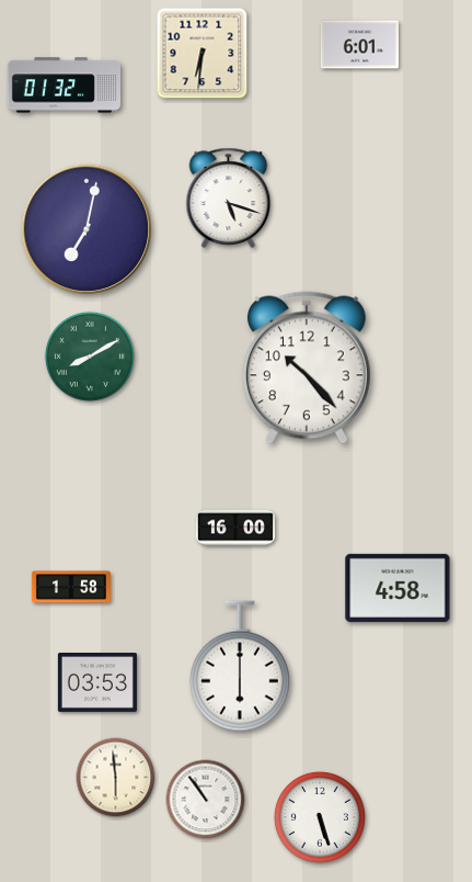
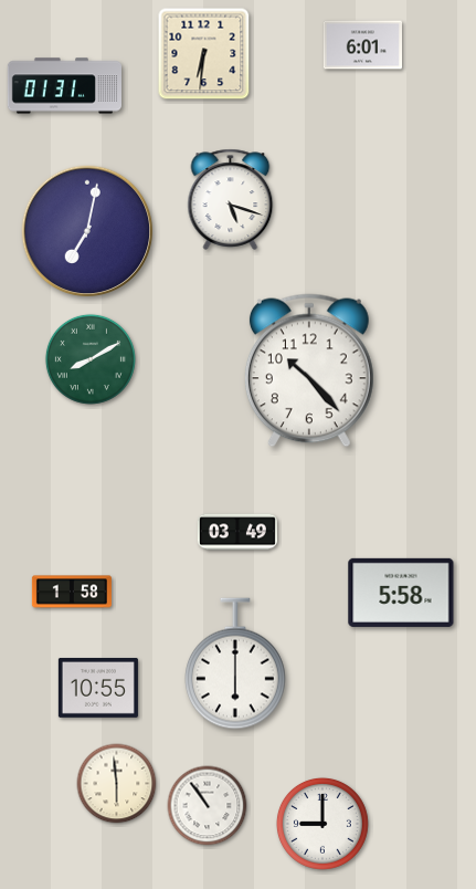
clock at (64, 86): 01:32 -> 01:31
clock at (235, 528): 16:00 -> 03:49
clock at (398, 588): 4:58 -> 5:58
clock at (241, 666) position: (241, 666) -> (236, 663)
clock at (97, 682): 03:53 -> 10:55
clock at (320, 817): 5:27 -> 9:00
